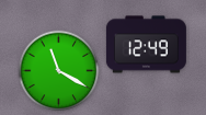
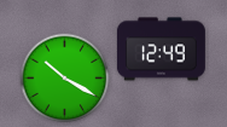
clock at (59, 71): 11:20 -> 10:20
